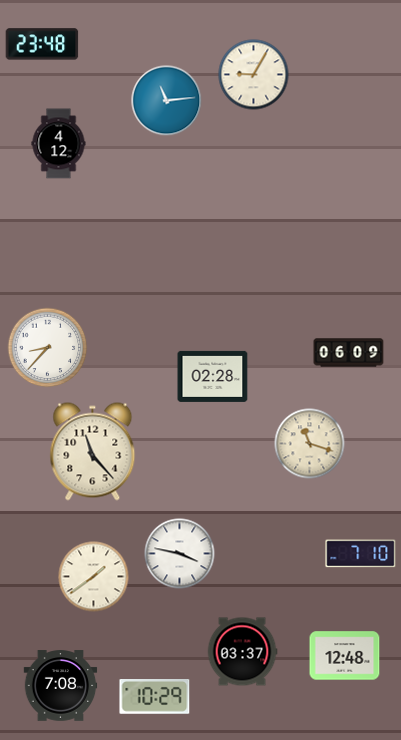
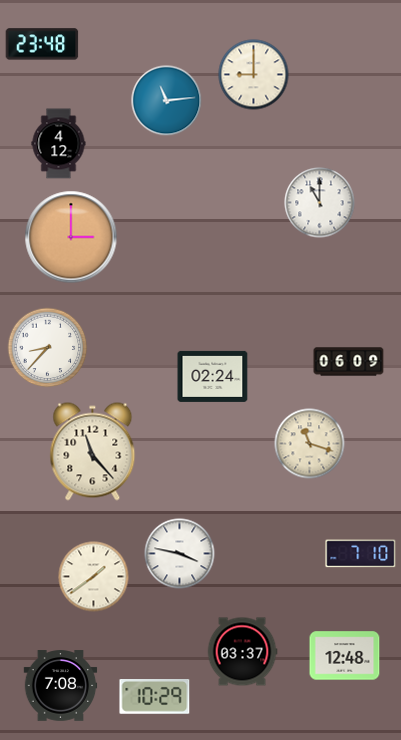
clock at (254, 75): 9:05 -> 9:00
clock at (320, 203): none -> 11:00
clock at (71, 237): none -> 3:00
clock at (349, 353) position: (349, 353) -> (349, 362)
clock at (213, 376): 02:28 -> 02:24
